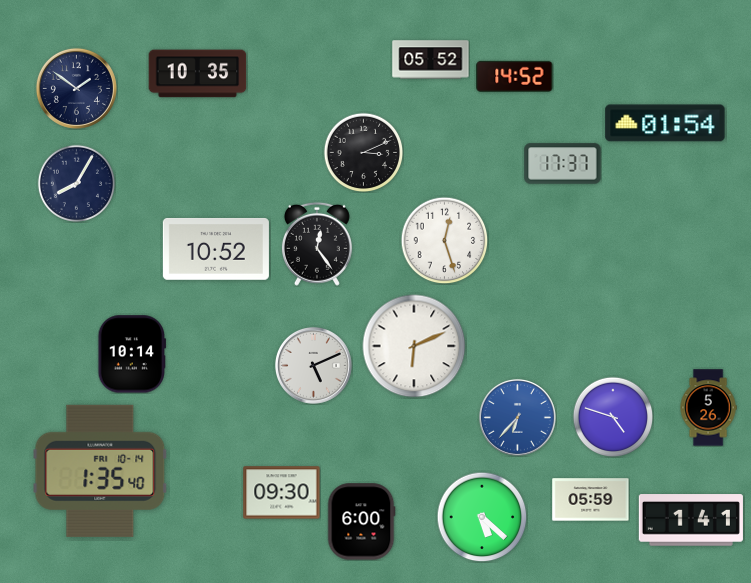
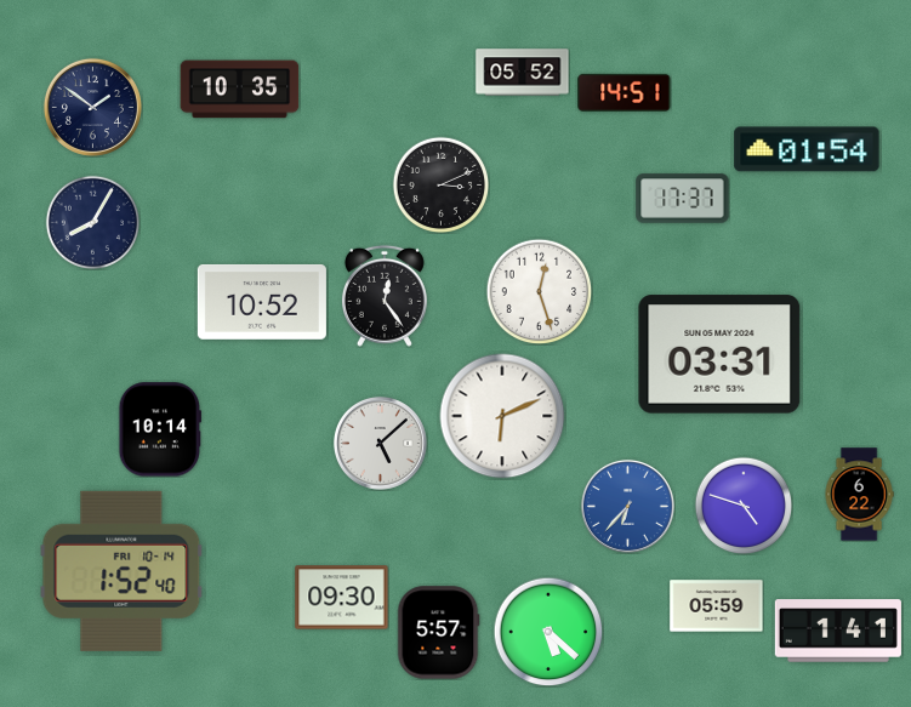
clock at (515, 76): 14:52 -> 14:51
clock at (719, 354): none -> 03:31
clock at (414, 346) position: (414, 346) -> (502, 416)
clock at (313, 365): 5:11 -> 5:08
clock at (708, 408): 5:26 -> 6:22
clock at (100, 471): 1:35 -> 1:52
clock at (482, 517) position: (482, 517) -> (548, 632)
clock at (361, 522): 6:00 -> 5:57
